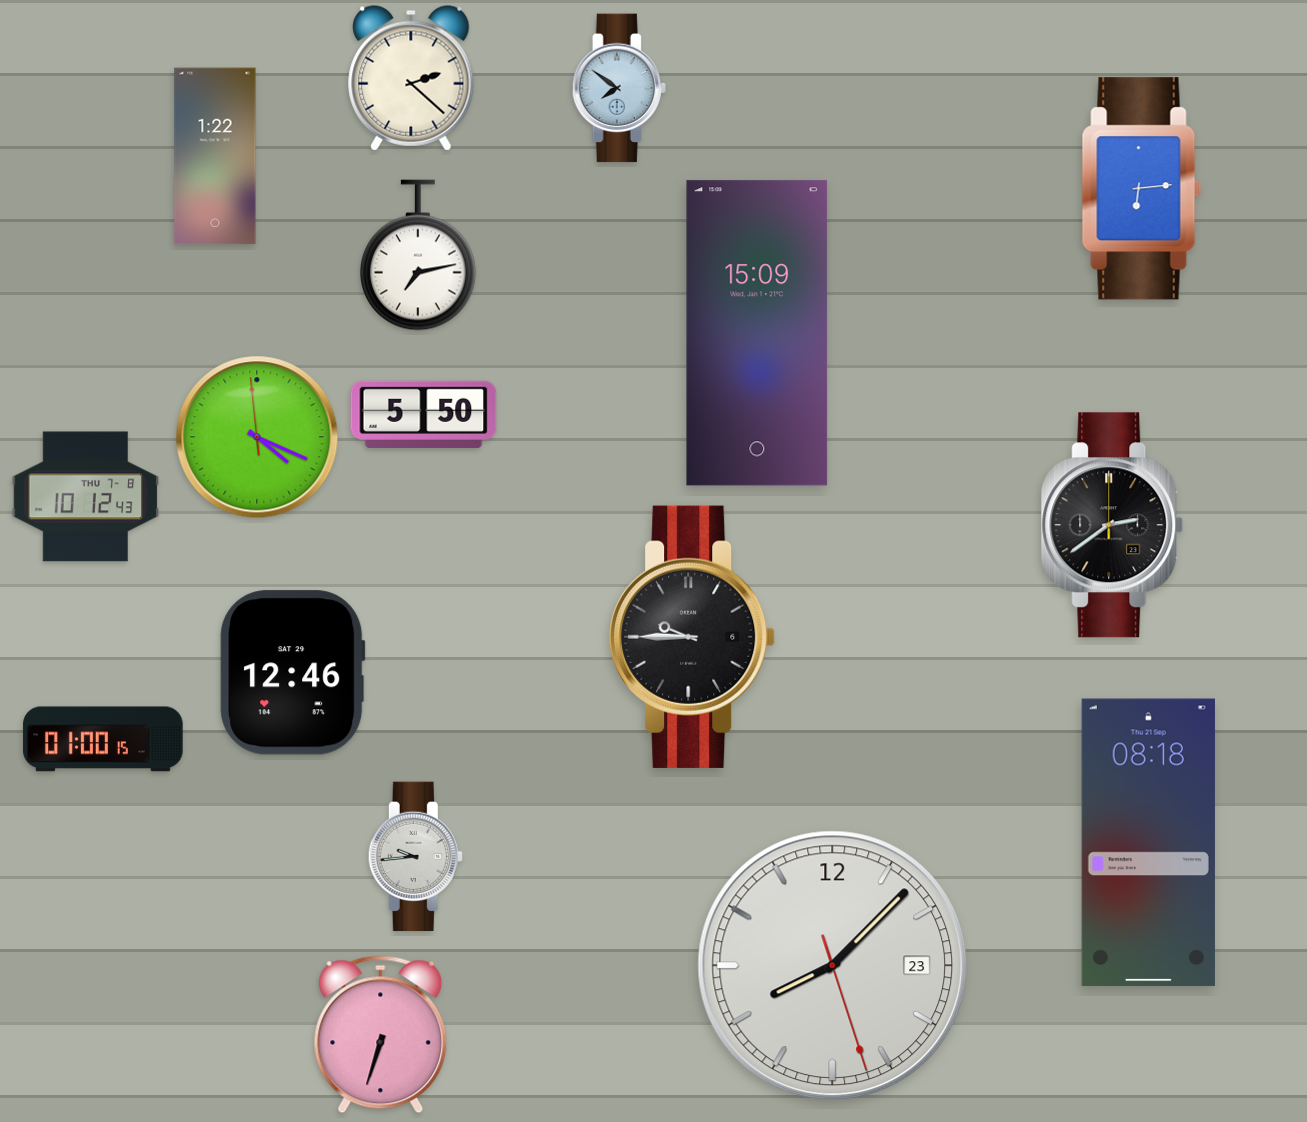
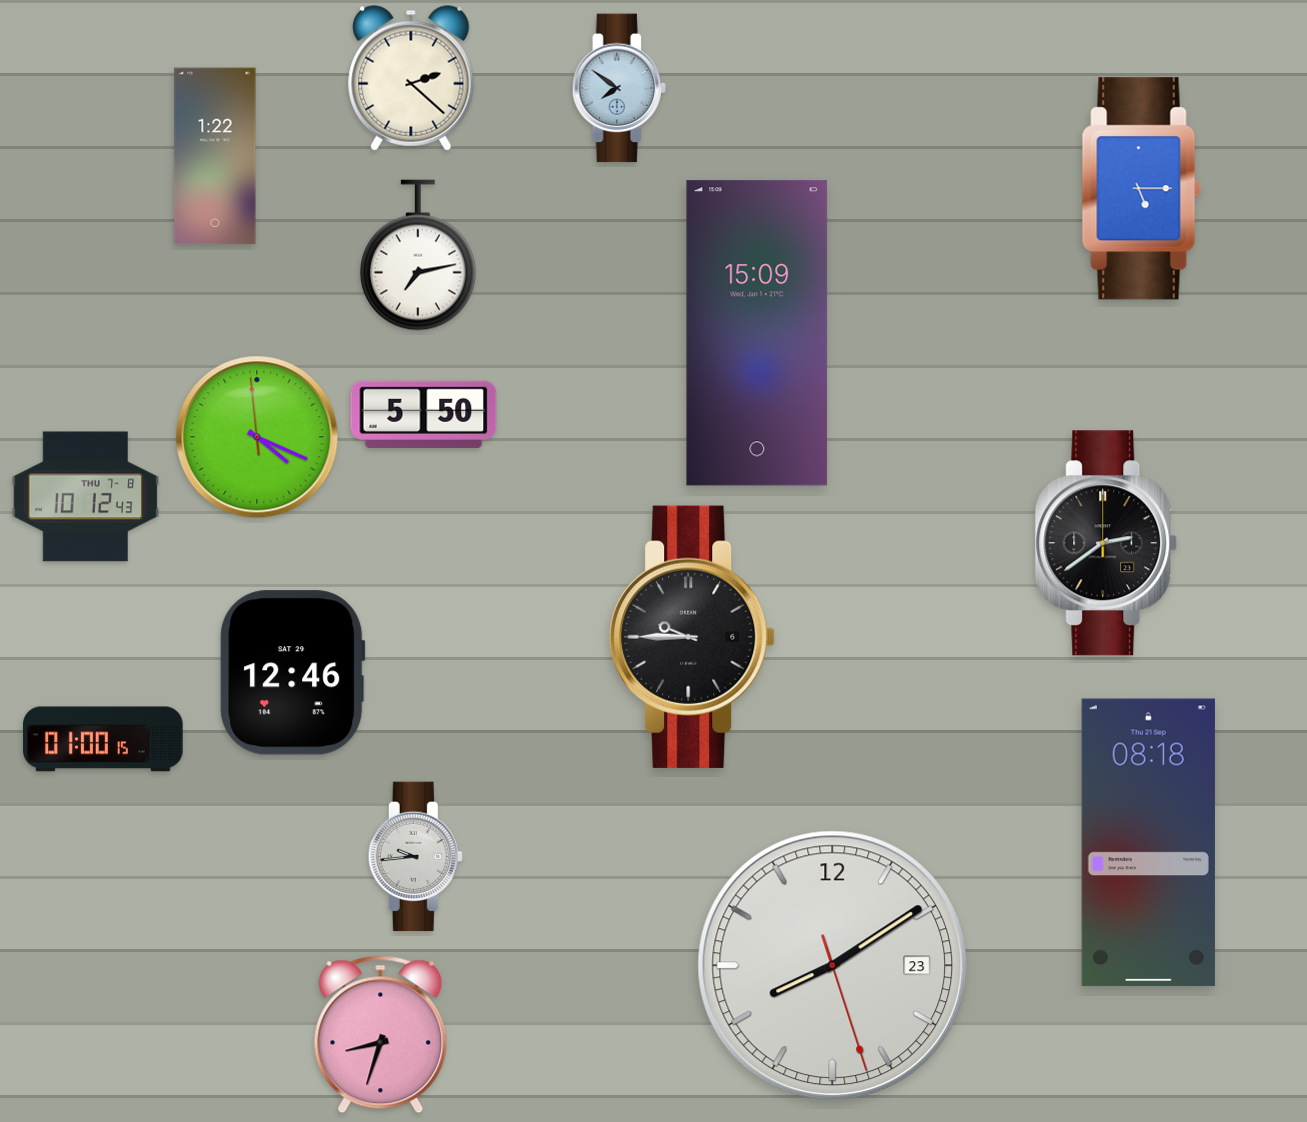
clock at (1142, 189): 6:14 -> 5:15
clock at (1112, 525) position: (1112, 525) -> (1106, 543)
clock at (833, 966): 8:07 -> 8:09
clock at (381, 1035): 6:33 -> 8:33
